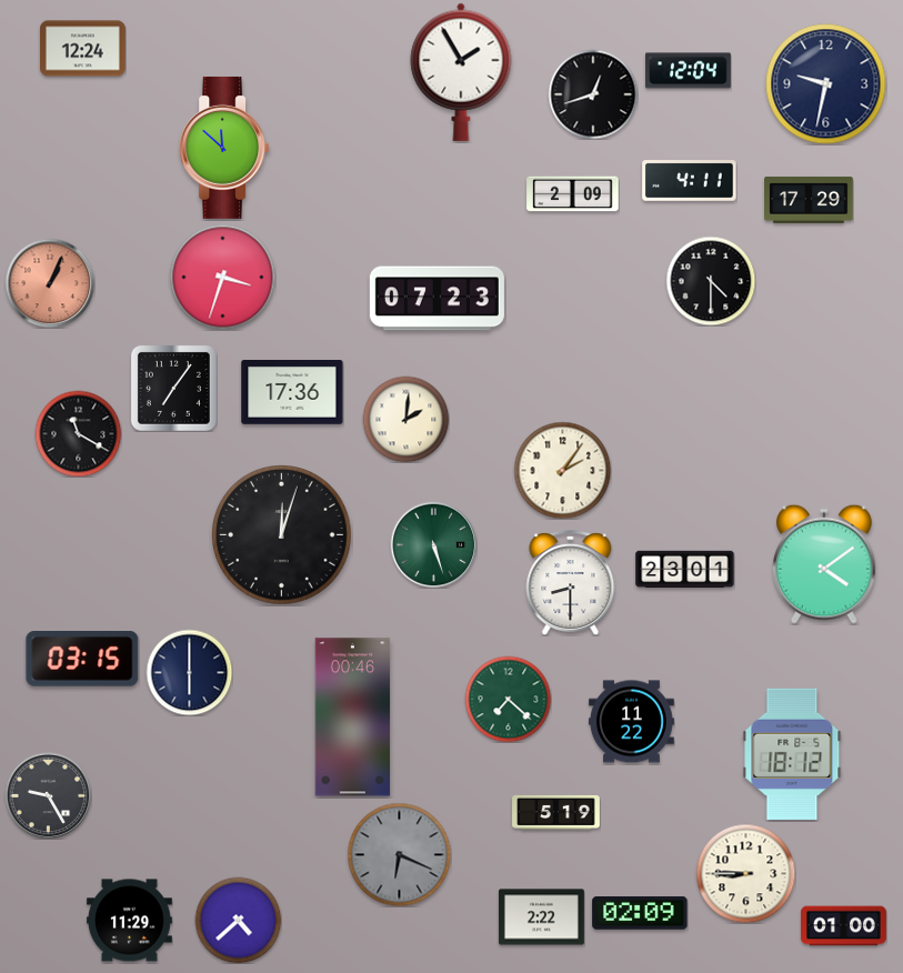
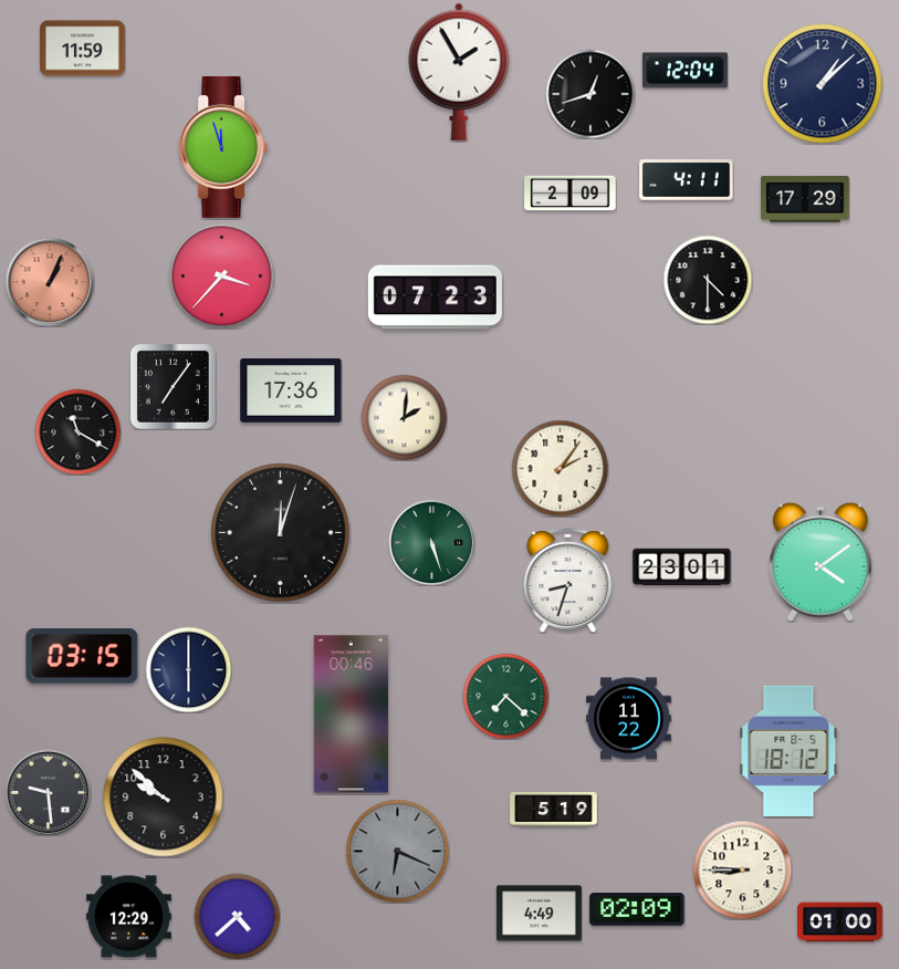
clock at (82, 49): 12:24 -> 11:59
clock at (826, 84): 9:32 -> 1:08
clock at (224, 148): 11:52 -> 11:57
clock at (222, 277): 3:33 -> 3:37
clock at (571, 582): 8:30 -> 8:33
clock at (48, 795): 9:25 -> 9:29
clock at (164, 798): none -> 9:52
clock at (541, 917): 2:22 -> 4:49
clock at (129, 921): 11:29 -> 12:29
